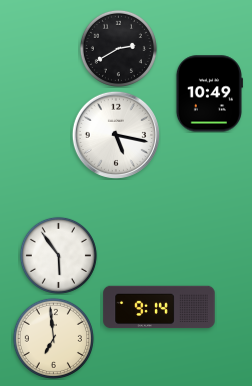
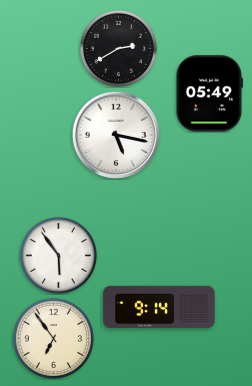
clock at (209, 94): 10:49 -> 05:49
clock at (53, 338): 6:59 -> 6:54
